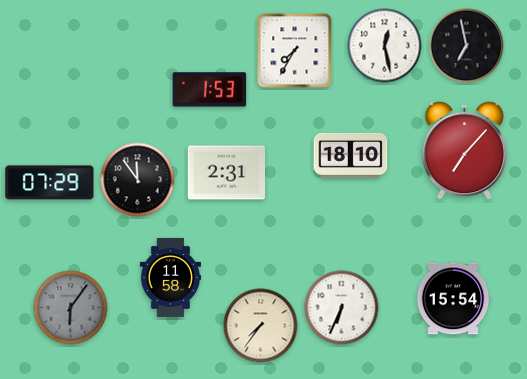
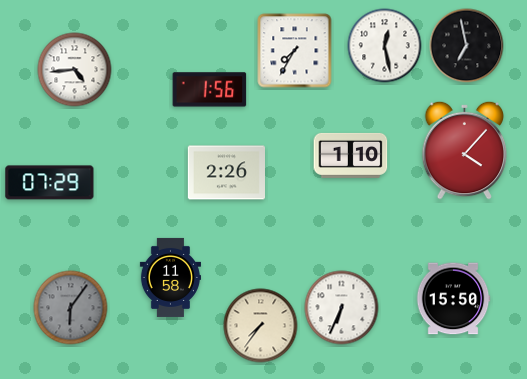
clock at (75, 70): none -> 4:44
clock at (210, 90): 1:53 -> 1:56
clock at (465, 150): 7:07 -> 4:07
clock at (351, 155): 18:10 -> 1:10
clock at (226, 173): 2:31 -> 2:26
clock at (138, 180): 11:54 -> none
clock at (453, 299): 15:54 -> 15:50
